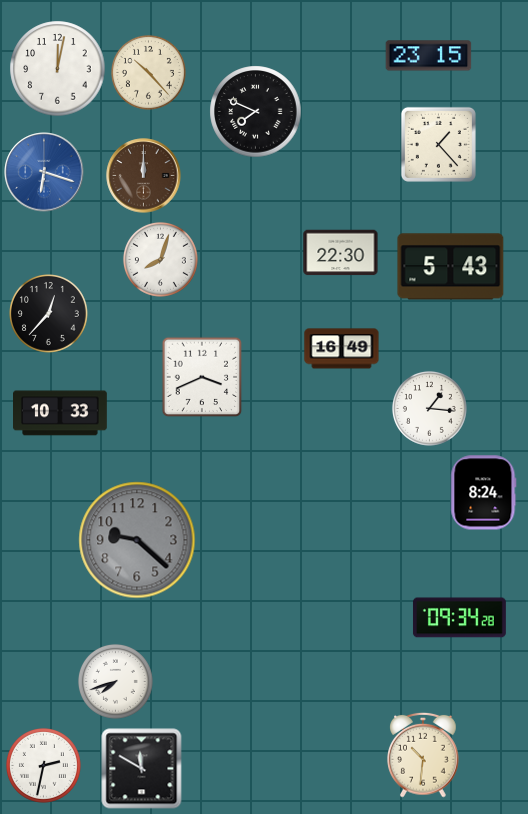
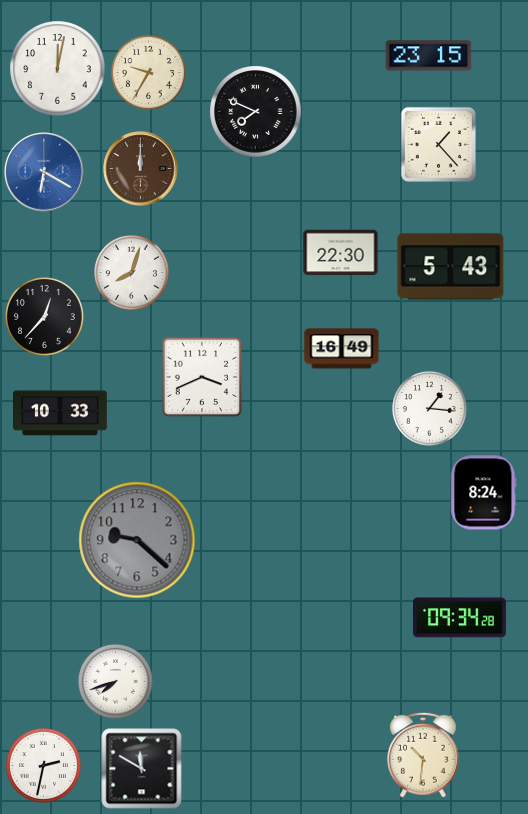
clock at (148, 72): 10:23 -> 9:35
clock at (44, 172): 6:18 -> 6:20
clock at (144, 176) position: (144, 176) -> (141, 169)
clock at (160, 259) position: (160, 259) -> (131, 272)
clock at (49, 314) position: (49, 314) -> (45, 317)
